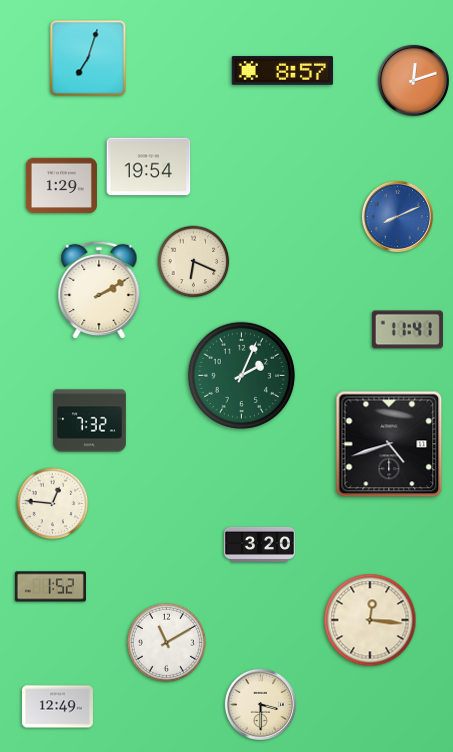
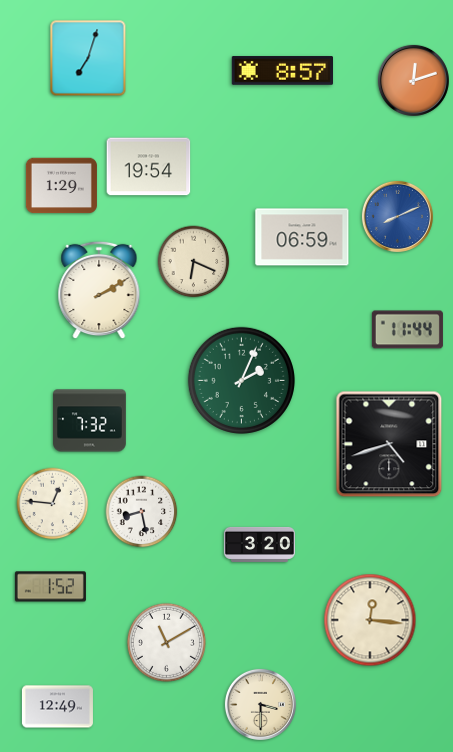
clock at (302, 237): none -> 06:59
clock at (407, 330): 11:41 -> 11:44
clock at (241, 375) position: (241, 375) -> (241, 380)
clock at (142, 512): none -> 8:28
